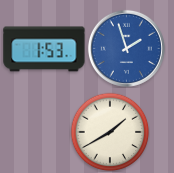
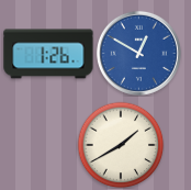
clock at (126, 48): 1:57 -> 12:50
clock at (44, 49): 1:53 -> 1:26
